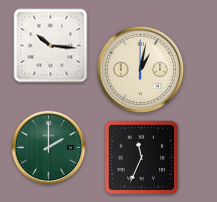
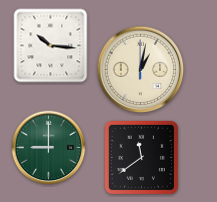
clock at (49, 148): 2:00 -> 9:00
clock at (141, 157): 11:34 -> 11:39
